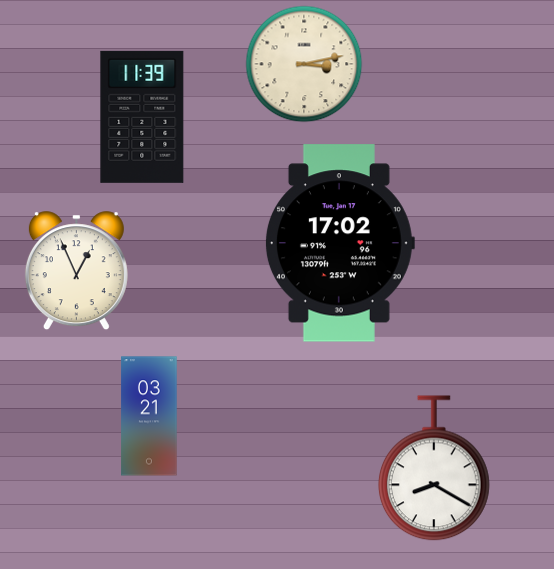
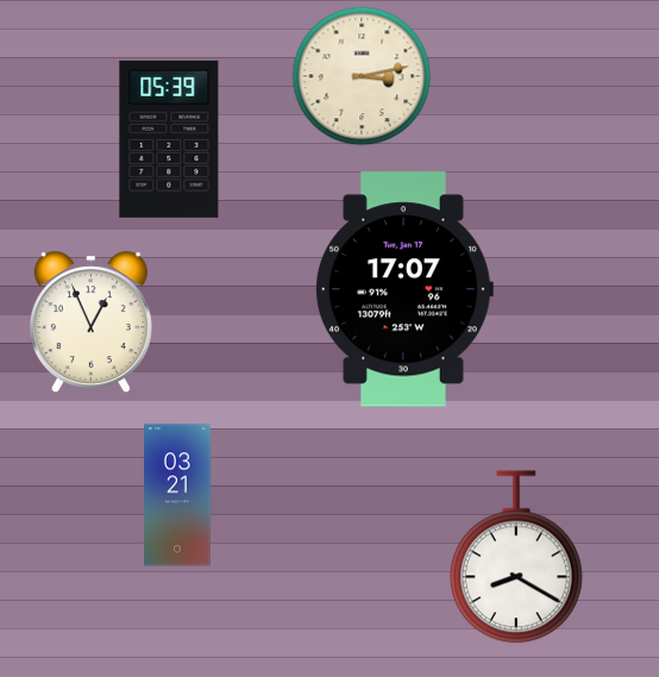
clock at (142, 117): 11:39 -> 05:39
clock at (339, 243): 17:02 -> 17:07
